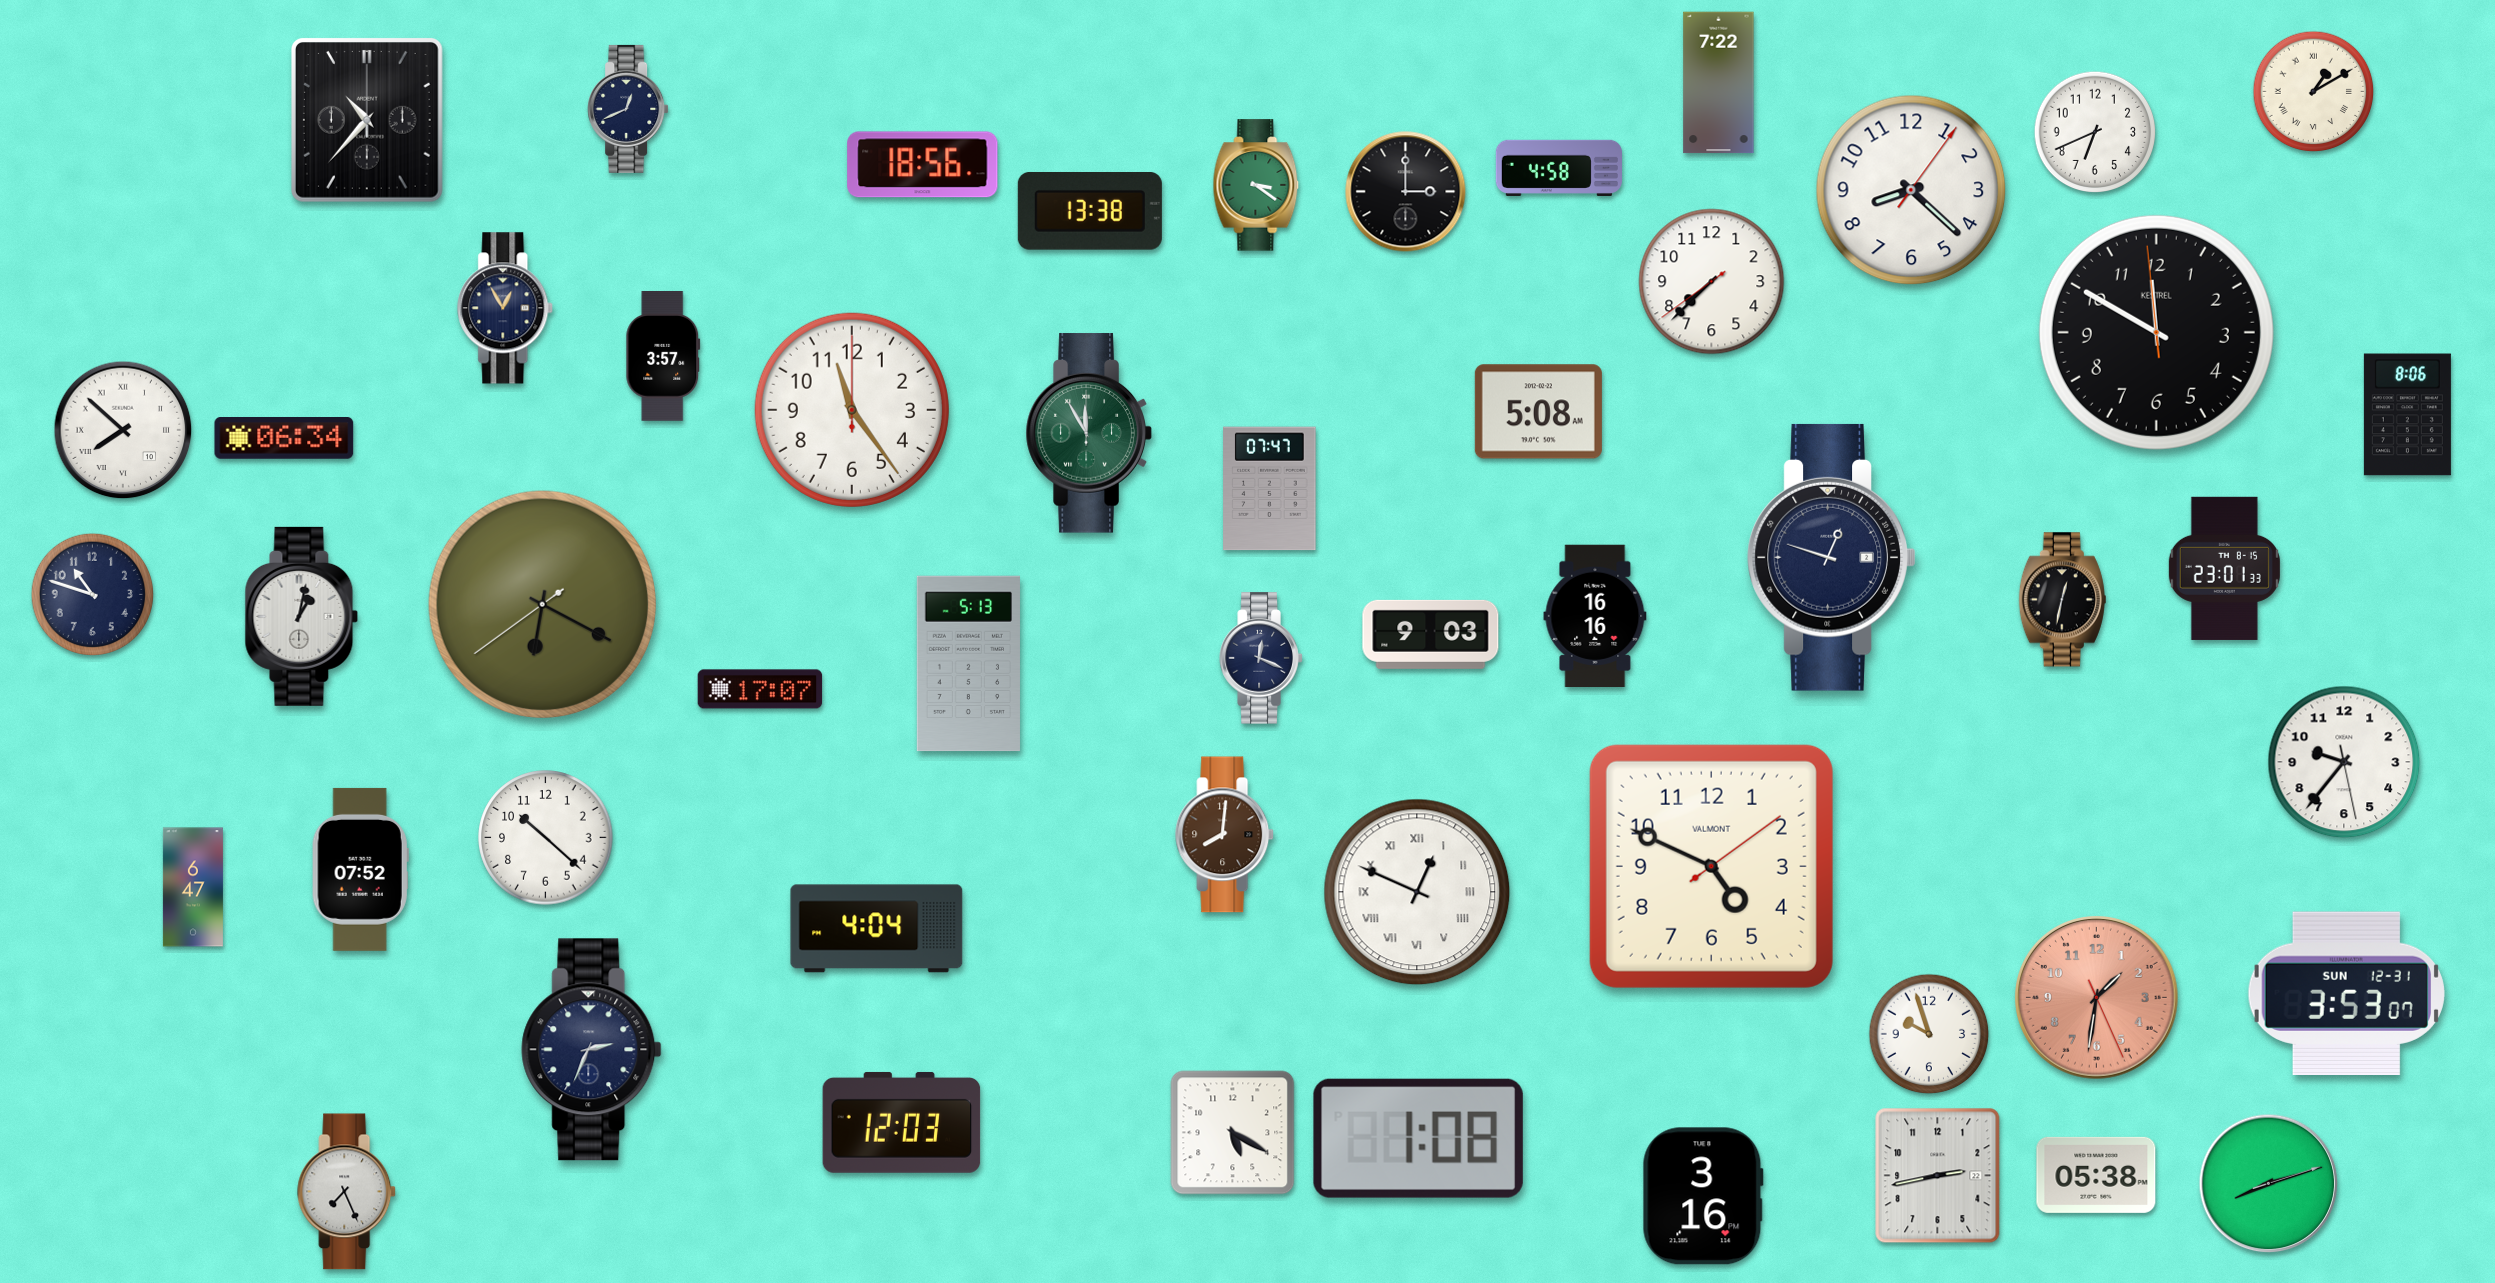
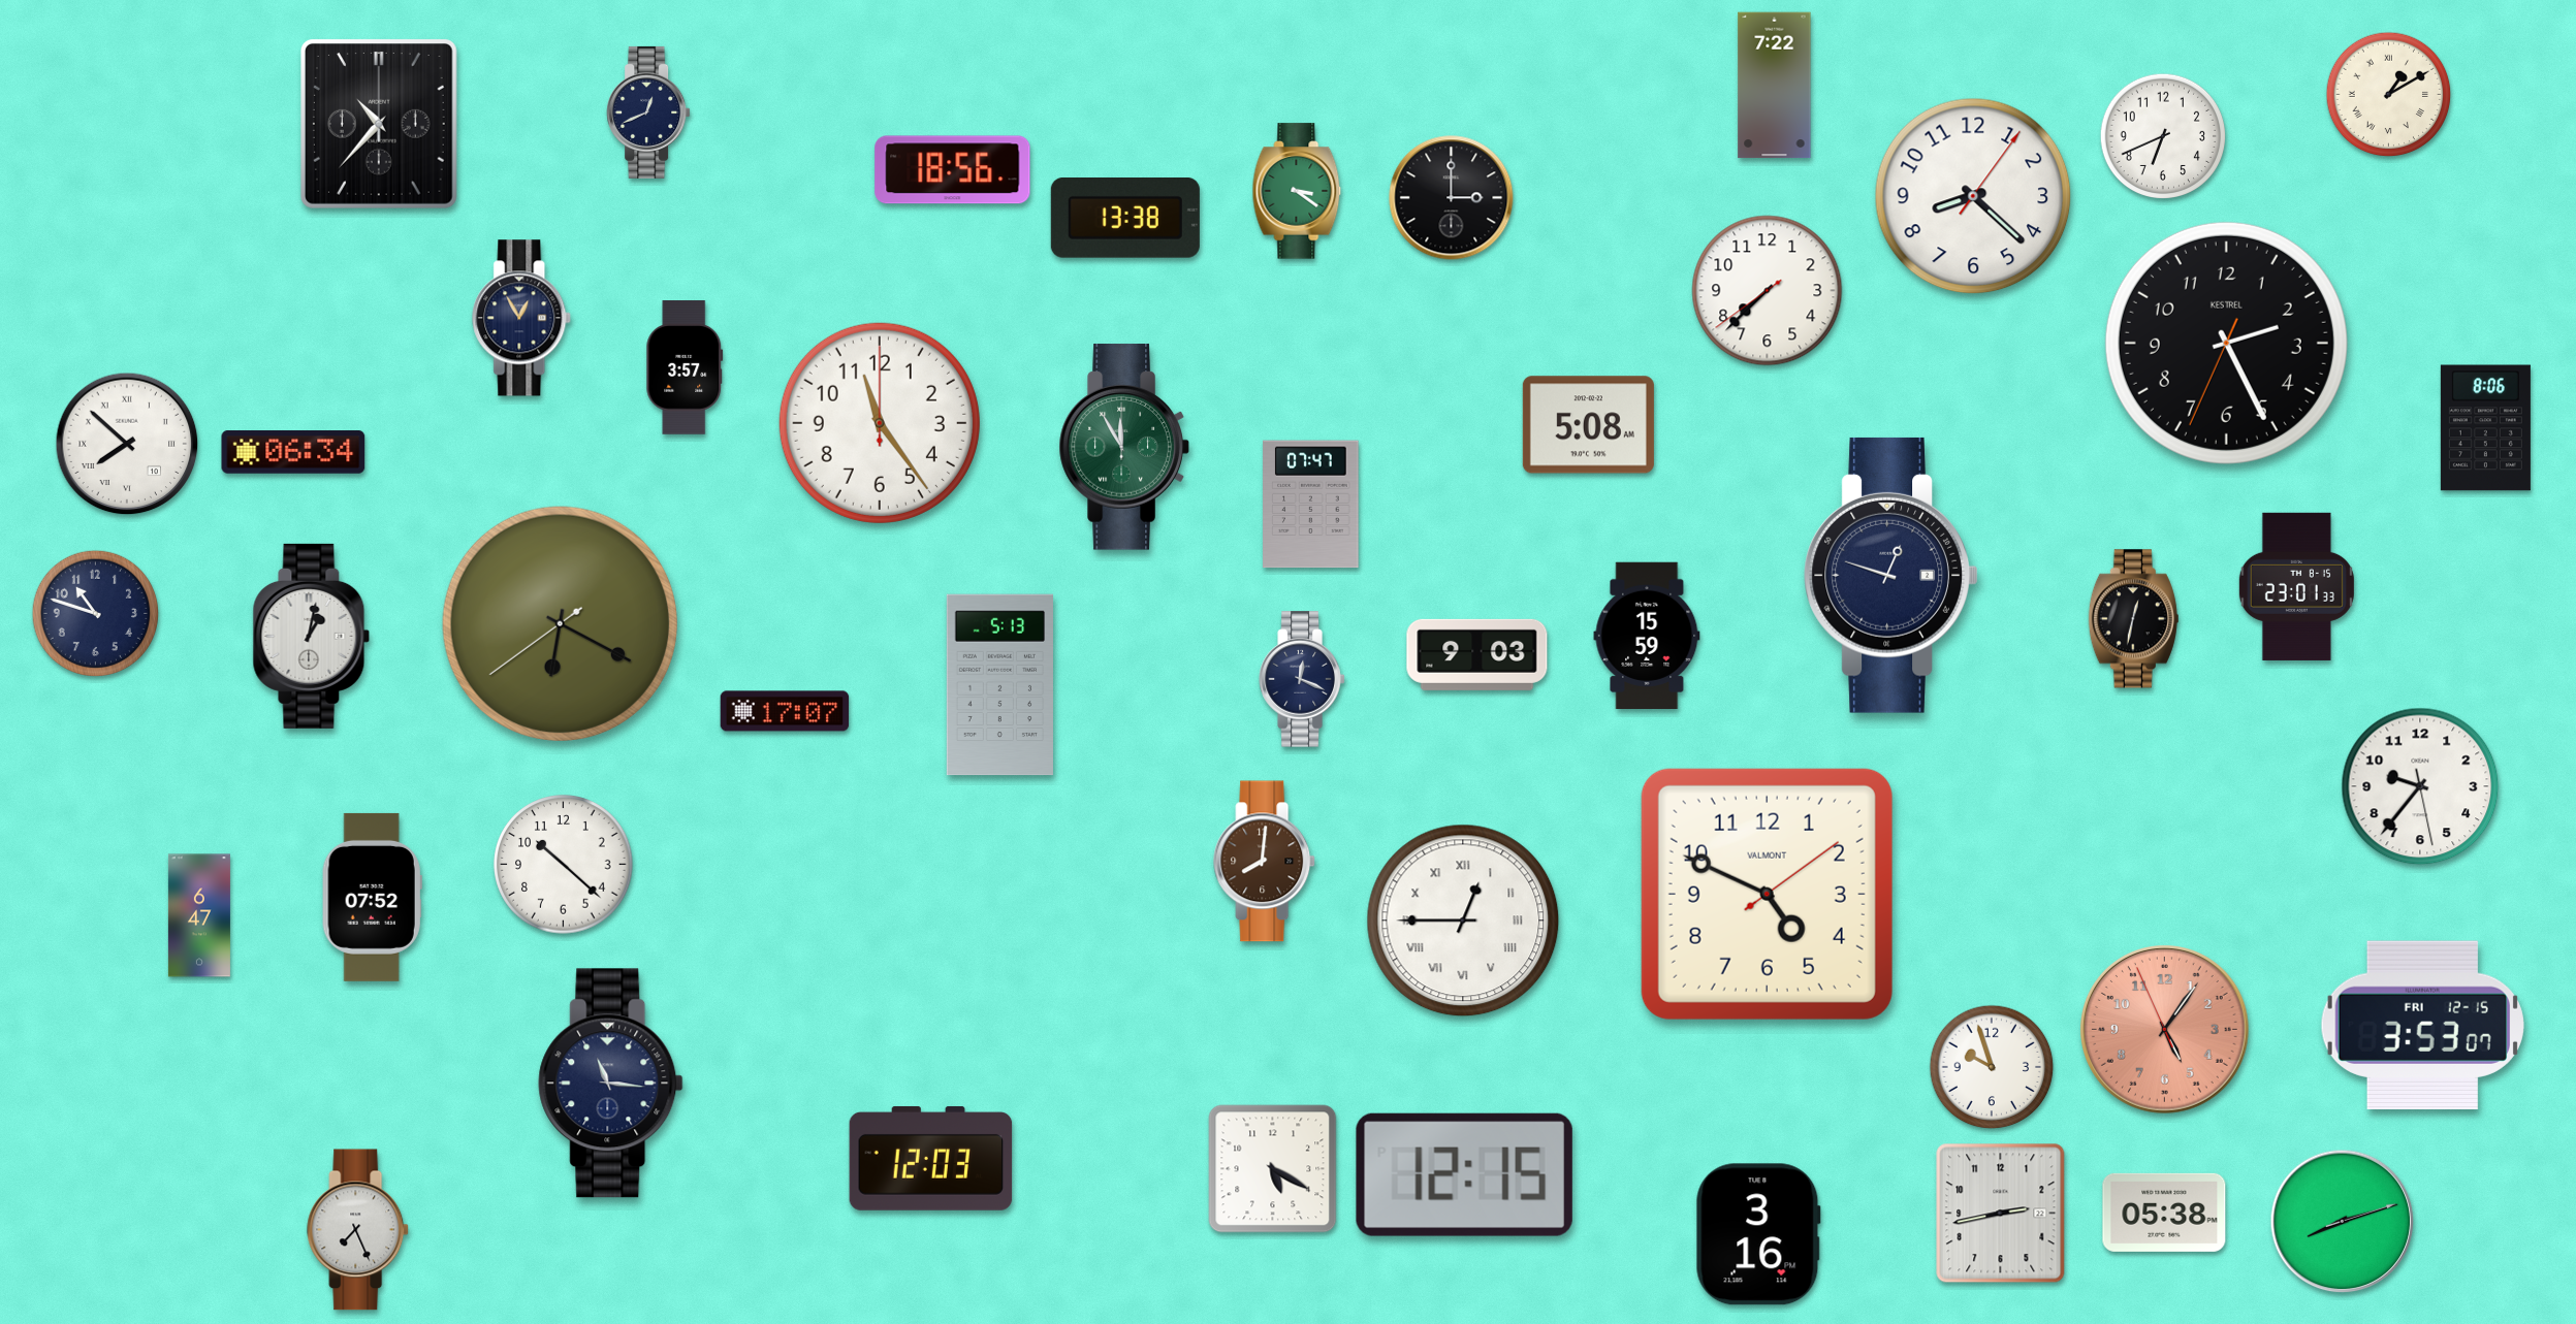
clock at (1559, 168): 4:58 -> none
clock at (2156, 332): 11:49 -> 2:25
clock at (2062, 600) position: (2062, 600) -> (2133, 619)
clock at (1595, 615): 16:16 -> 15:59
clock at (1417, 892): 12:49 -> 12:45
clock at (877, 929): 4:04 -> none
clock at (2346, 993) date: SUN 12-31 -> FRI 12-15
clock at (2097, 998): 1:31 -> 5:05
clock at (592, 1050): 2:34 -> 11:16
clock at (1418, 1138): 1:08 -> 12:15
